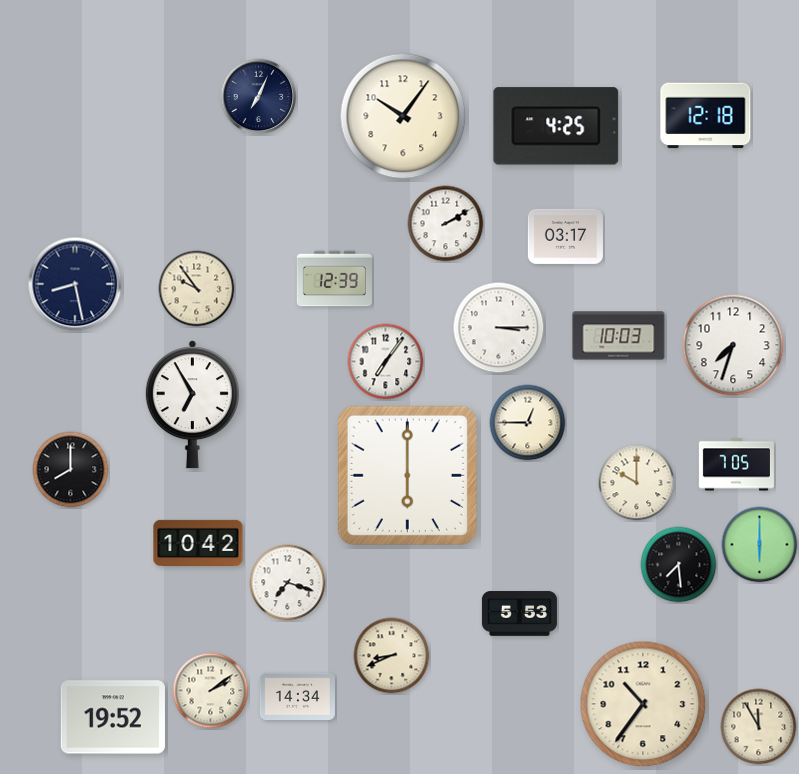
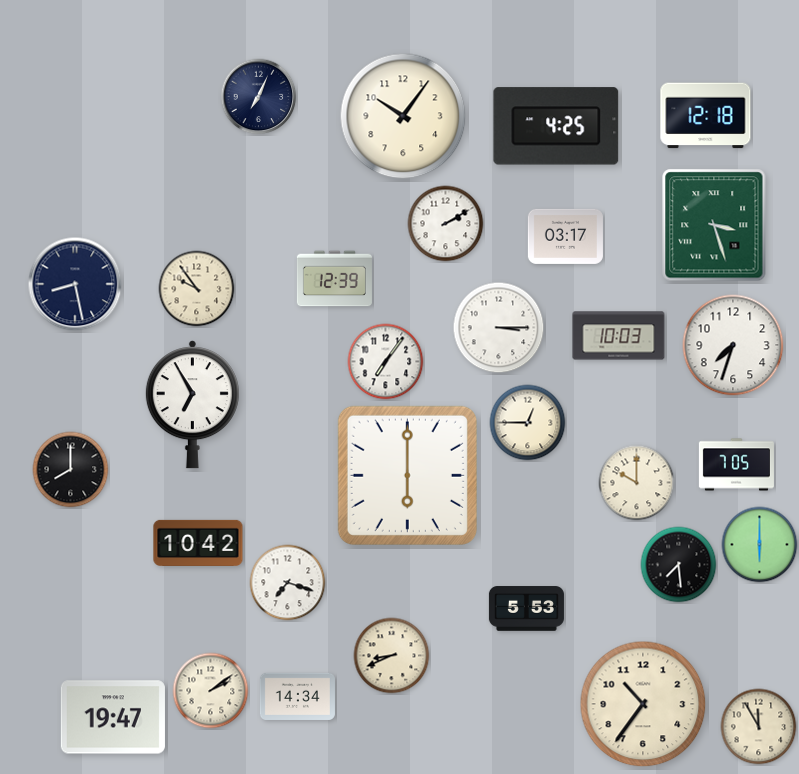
clock at (714, 225): none -> 3:27
clock at (519, 614) position: (519, 614) -> (526, 609)
clock at (113, 717): 19:52 -> 19:47
